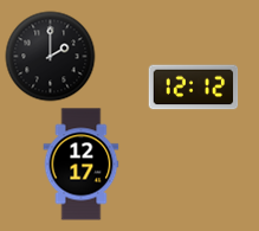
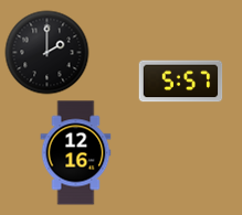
clock at (194, 88): 12:12 -> 5:57
clock at (82, 165): 12:17 -> 12:16
